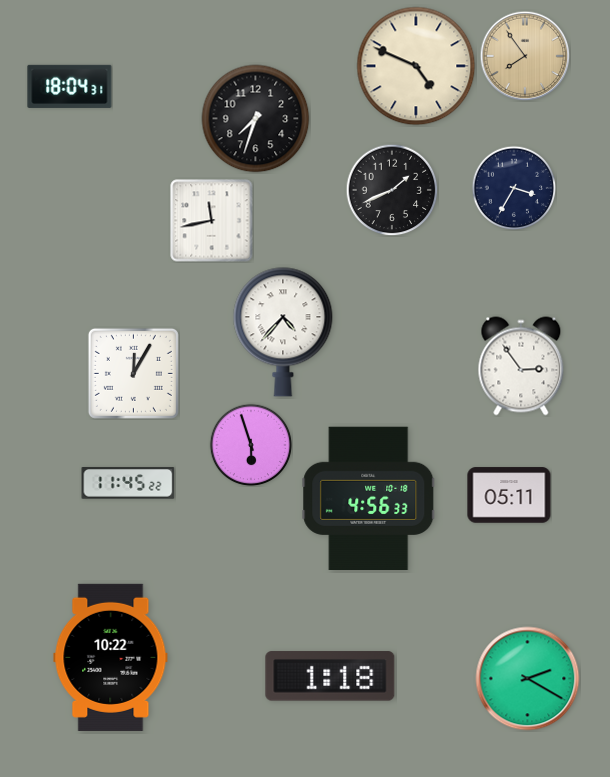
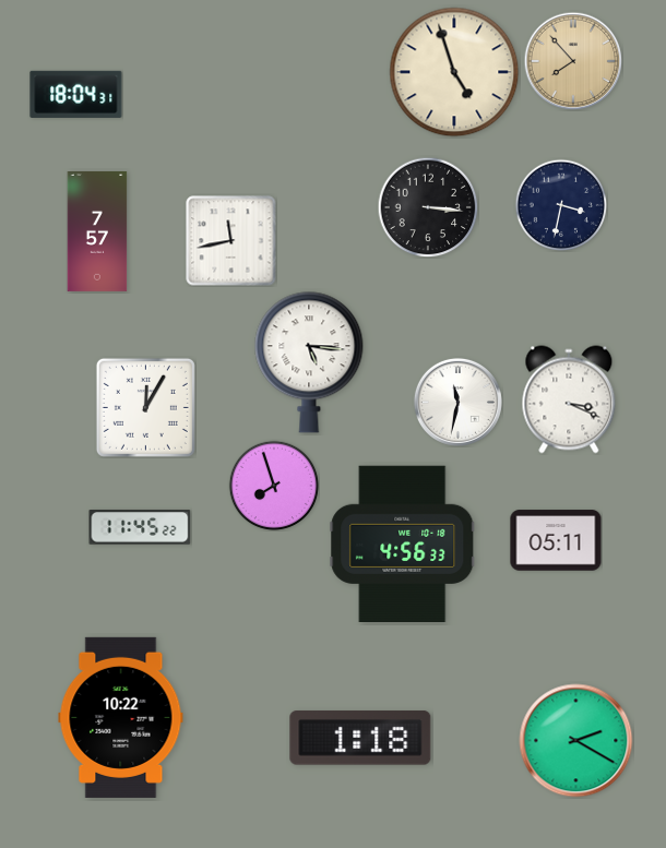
clock at (525, 56): 7:54 -> 7:53
clock at (416, 66): 4:49 -> 4:57
clock at (256, 119): 7:33 -> none
clock at (514, 188): 3:35 -> 3:32
clock at (392, 190): 1:41 -> 3:16
clock at (97, 232): none -> 7:57
clock at (283, 332): 4:37 -> 5:16
clock at (521, 366): 2:54 -> 3:19
clock at (457, 402): none -> 11:32
clock at (251, 445): 5:57 -> 7:57
